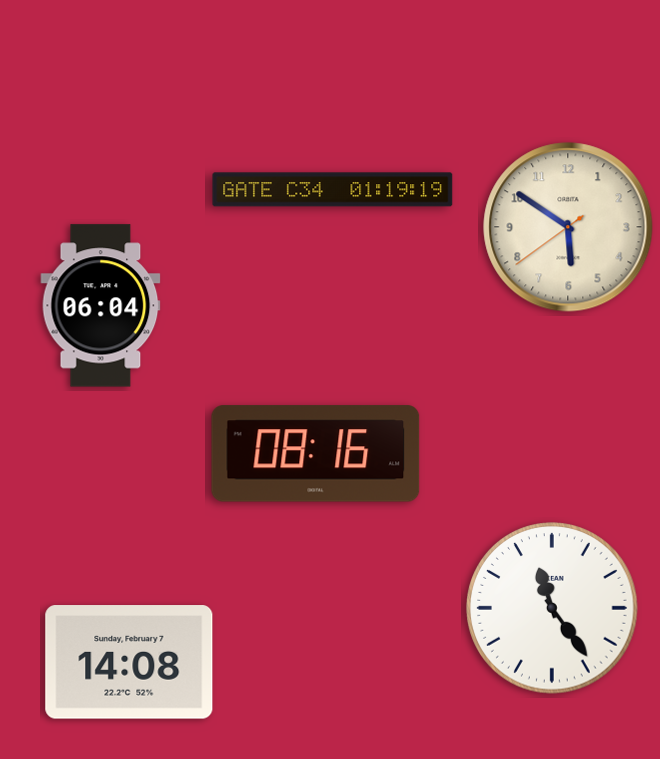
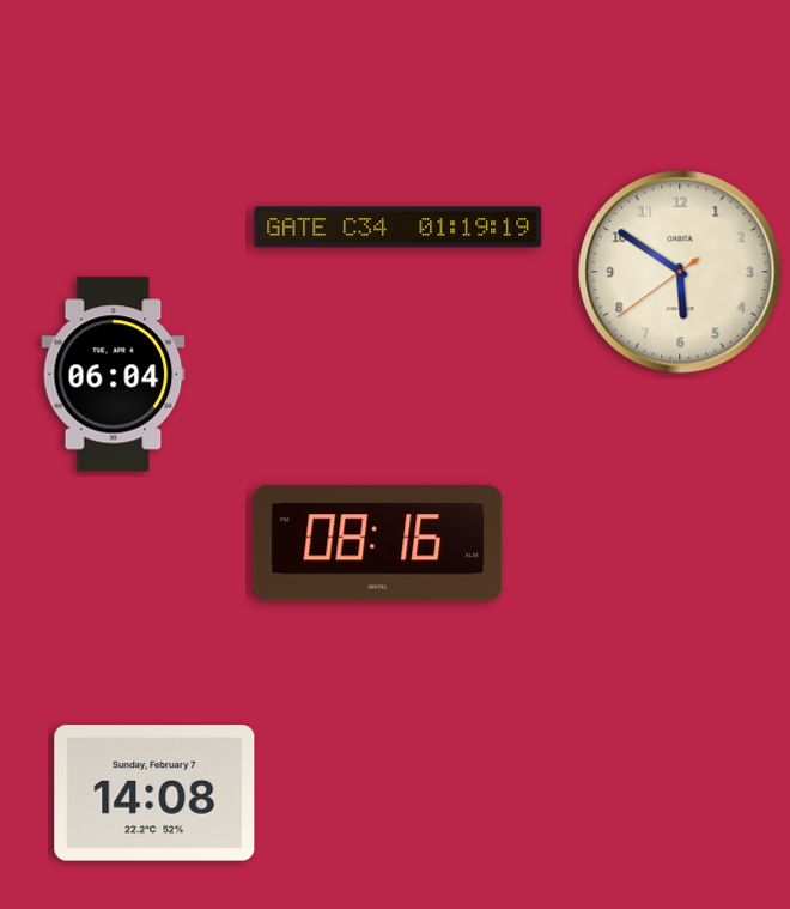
clock at (101, 306) position: (101, 306) -> (114, 375)
clock at (552, 608): 11:24 -> none
